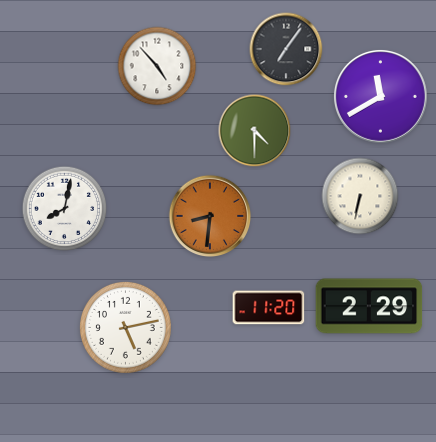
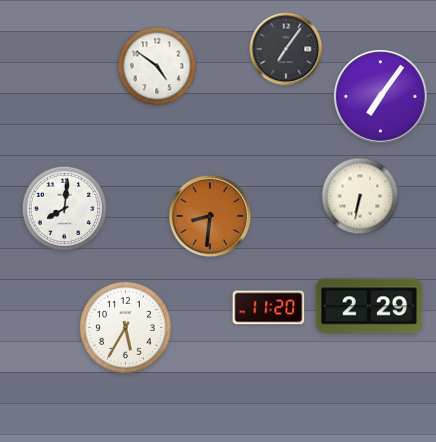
clock at (157, 66): 4:53 -> 4:51
clock at (380, 96): 11:40 -> 7:06
clock at (255, 131): 4:30 -> none
clock at (65, 209): 8:02 -> 8:01
clock at (125, 327): 5:13 -> 5:35
